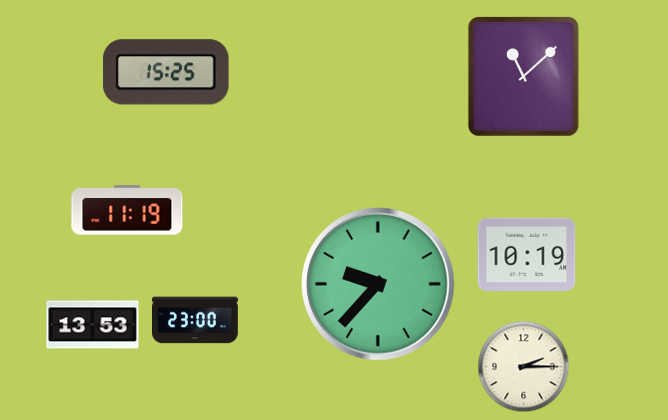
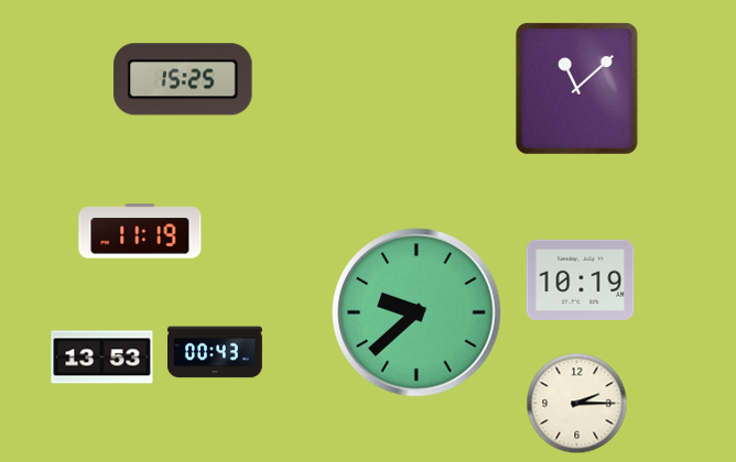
clock at (523, 76) position: (523, 76) -> (576, 88)
clock at (378, 284): 9:37 -> 9:38
clock at (196, 320): 23:00 -> 00:43
